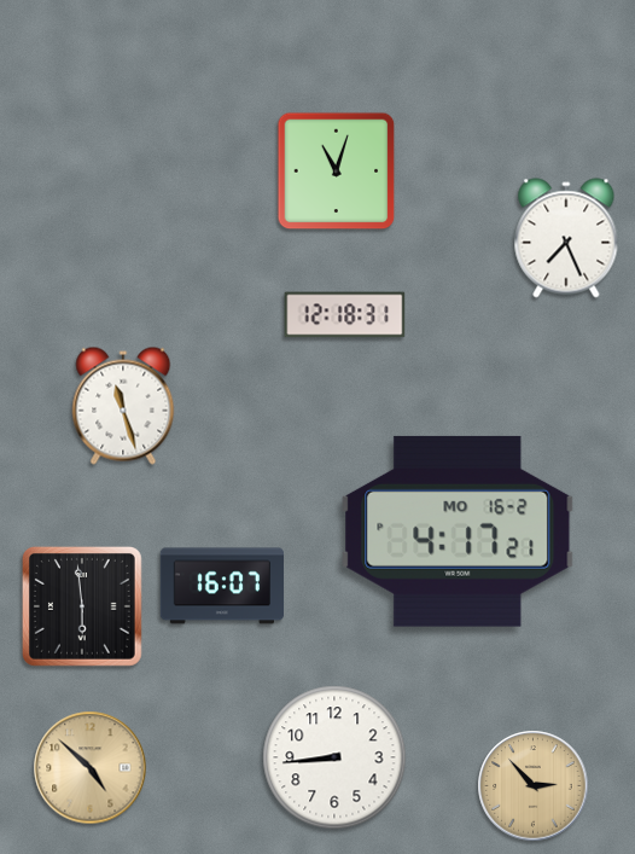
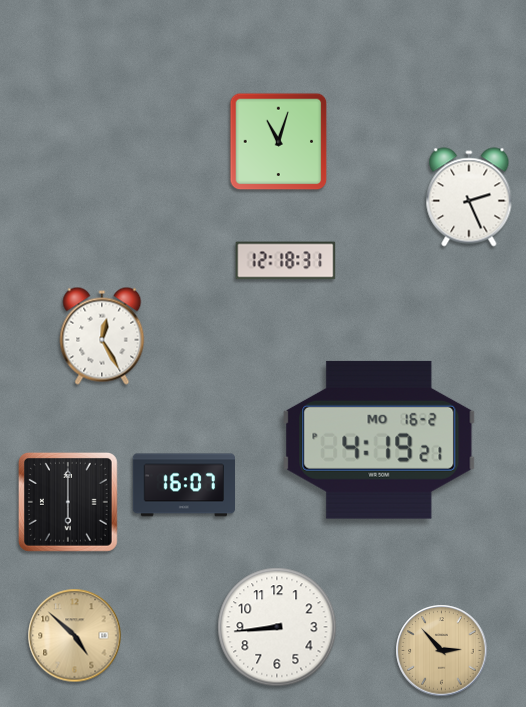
clock at (566, 238): 7:26 -> 2:26
clock at (123, 406): 11:27 -> 12:25
clock at (458, 531): 4:17 -> 4:19
clock at (82, 606): 5:59 -> 6:00
